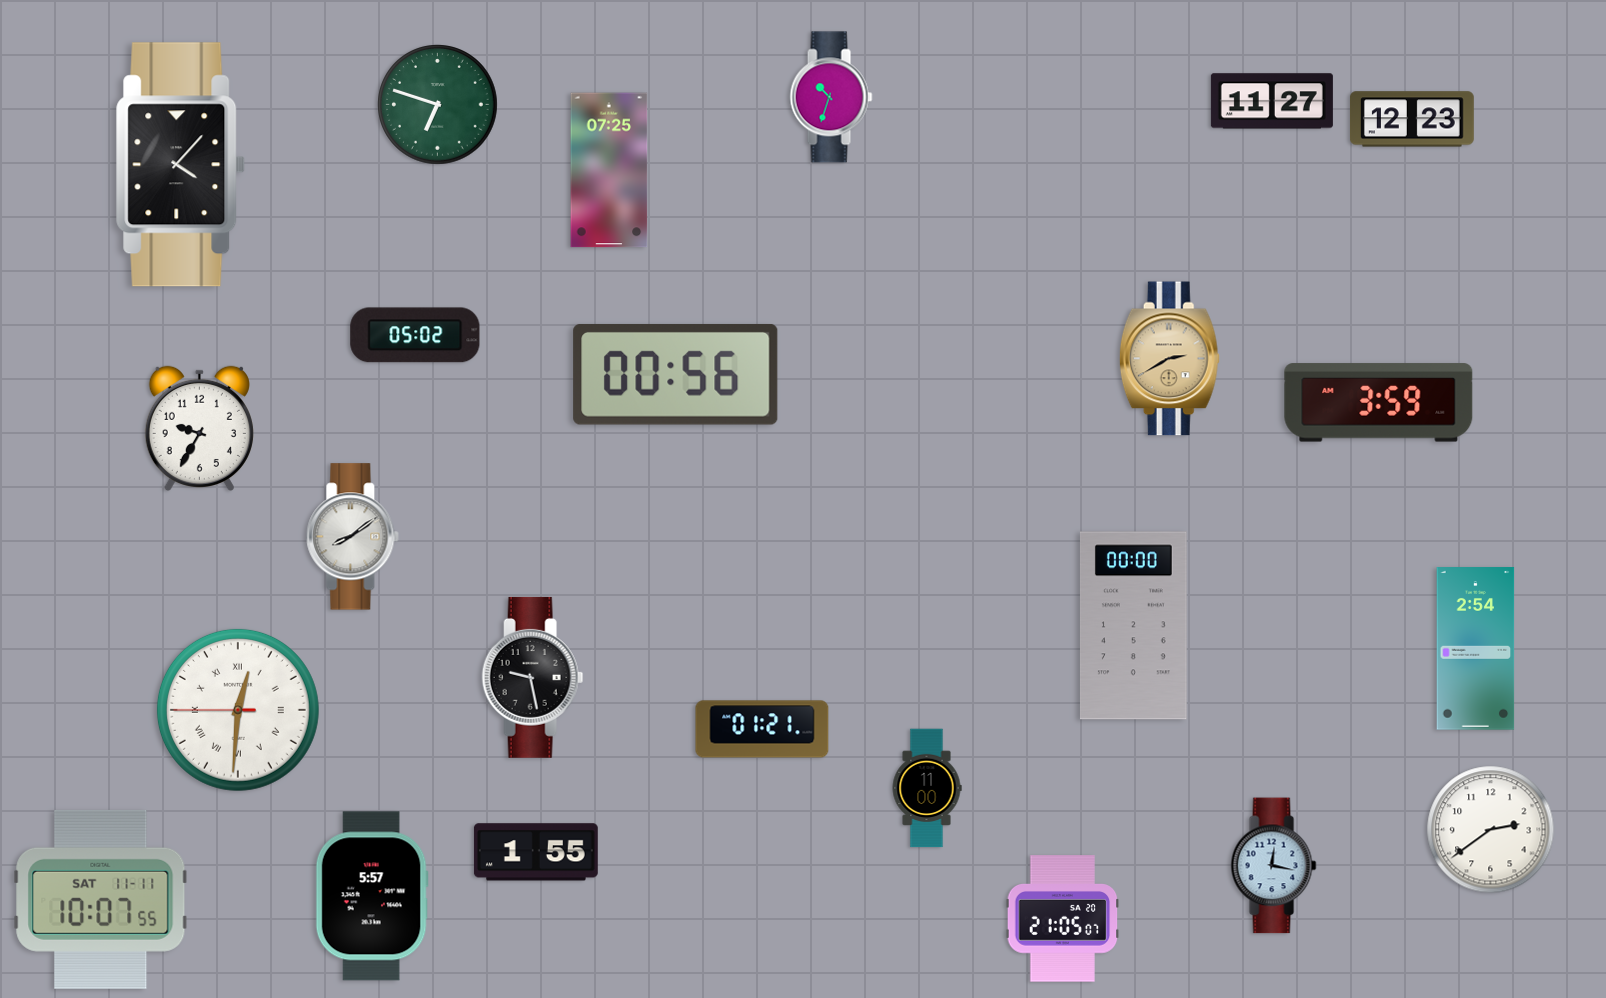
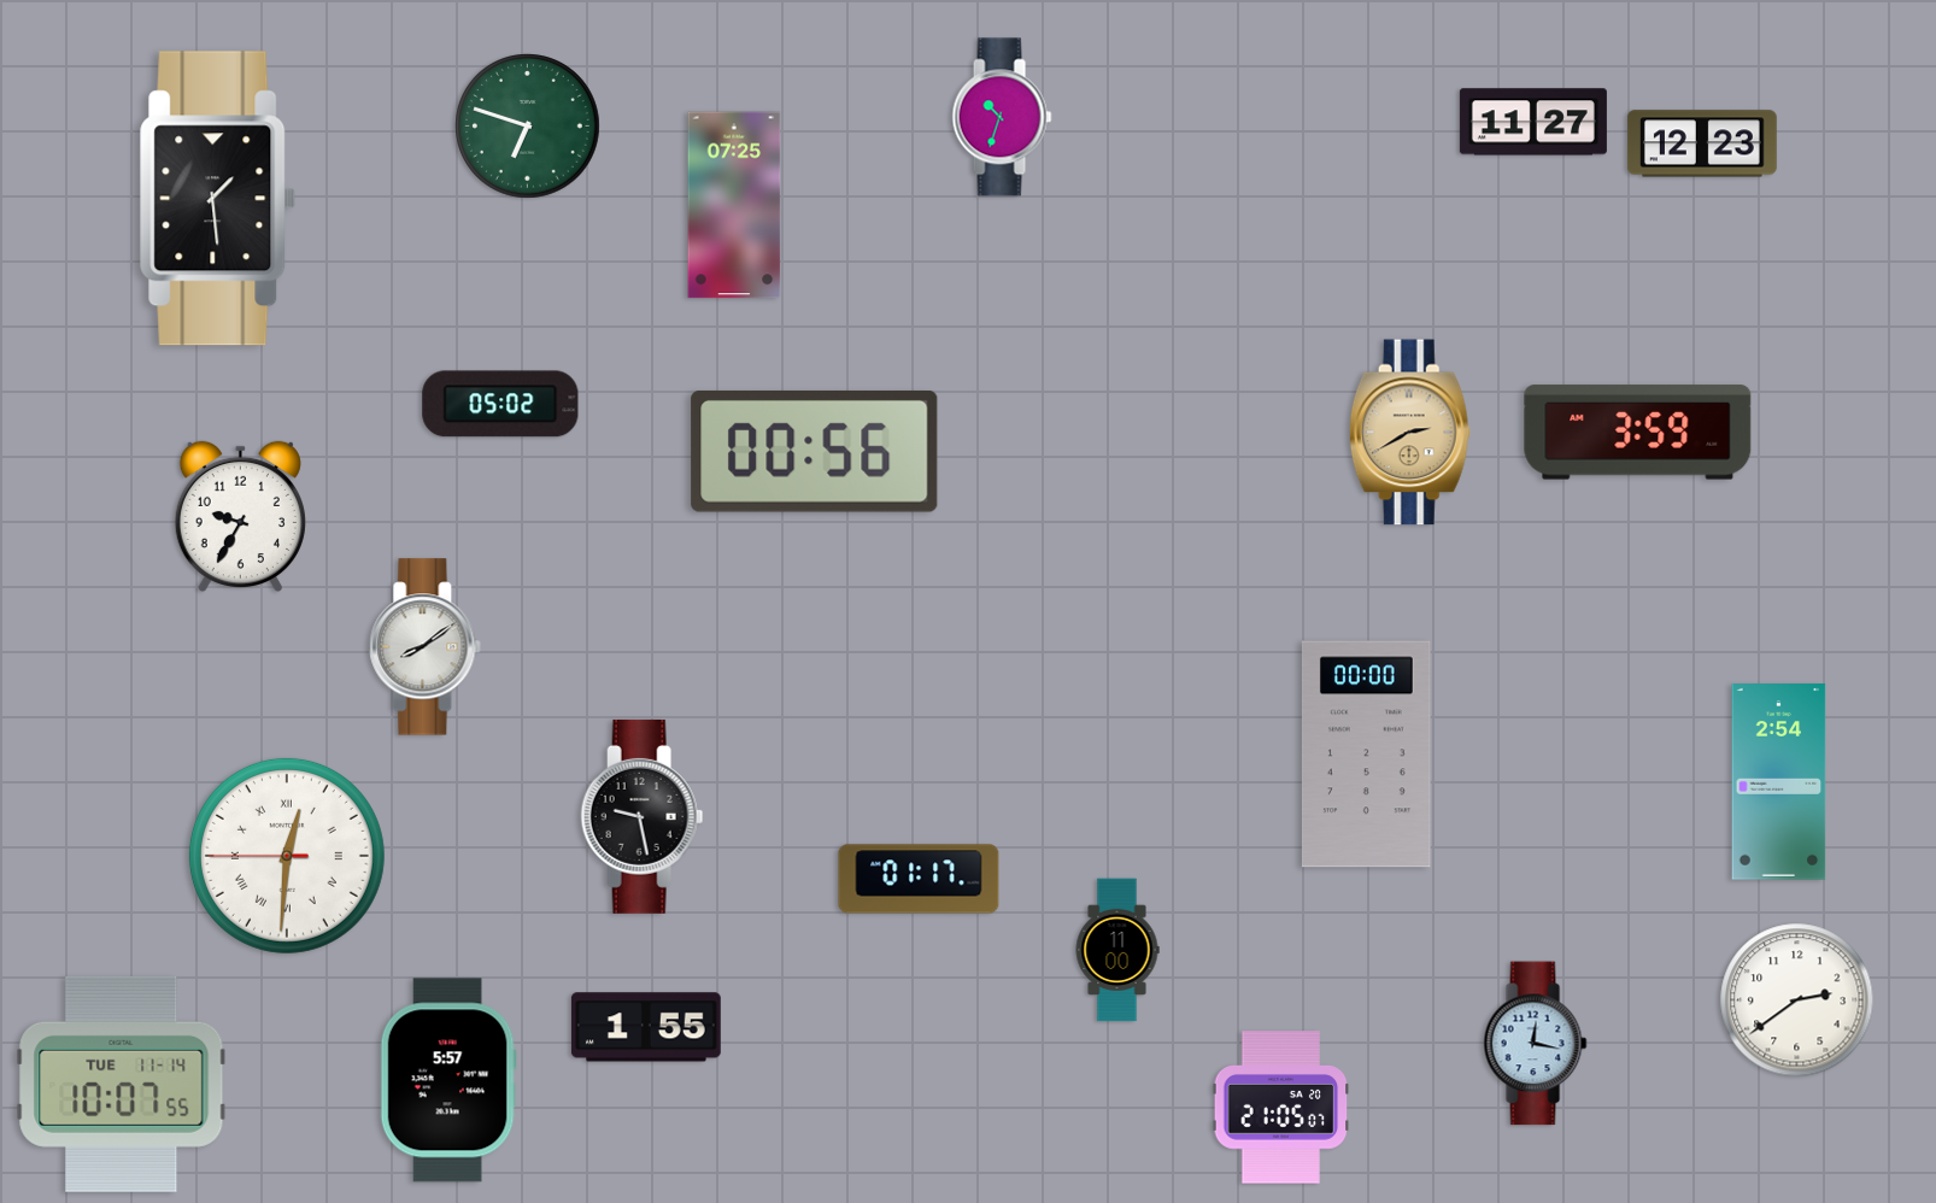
clock at (181, 165): 4:07 -> 1:29
clock at (1379, 403) position: (1379, 403) -> (1638, 433)
clock at (762, 729): 01:21 -> 01:17
clock at (101, 899) date: SAT 11-11 -> TUE 11-14
